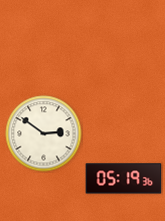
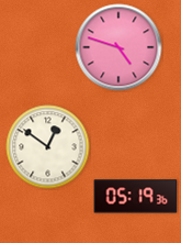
clock at (118, 47): none -> 4:48
clock at (44, 134): 2:51 -> 12:51
